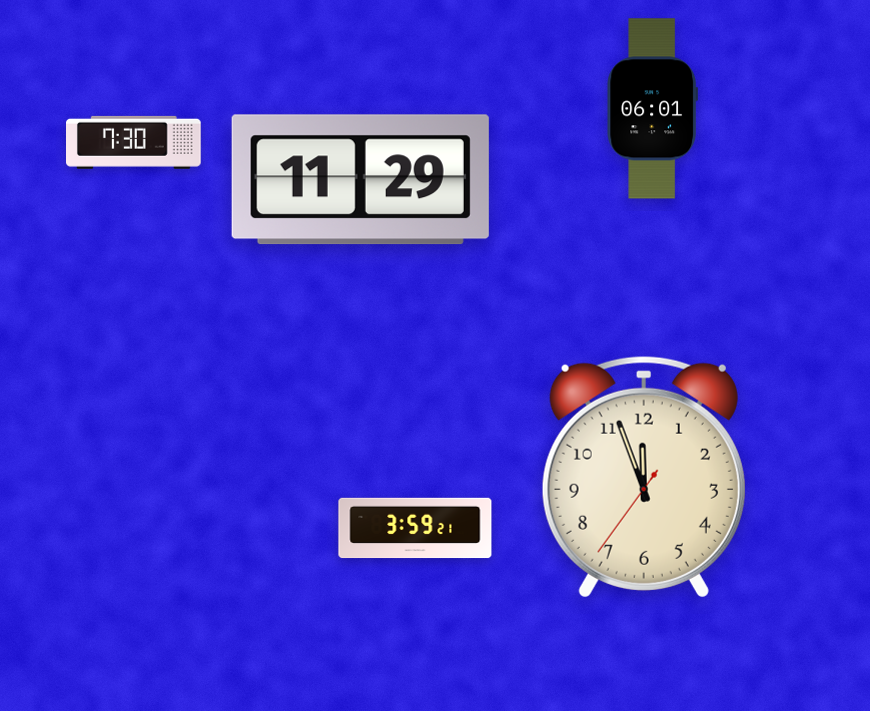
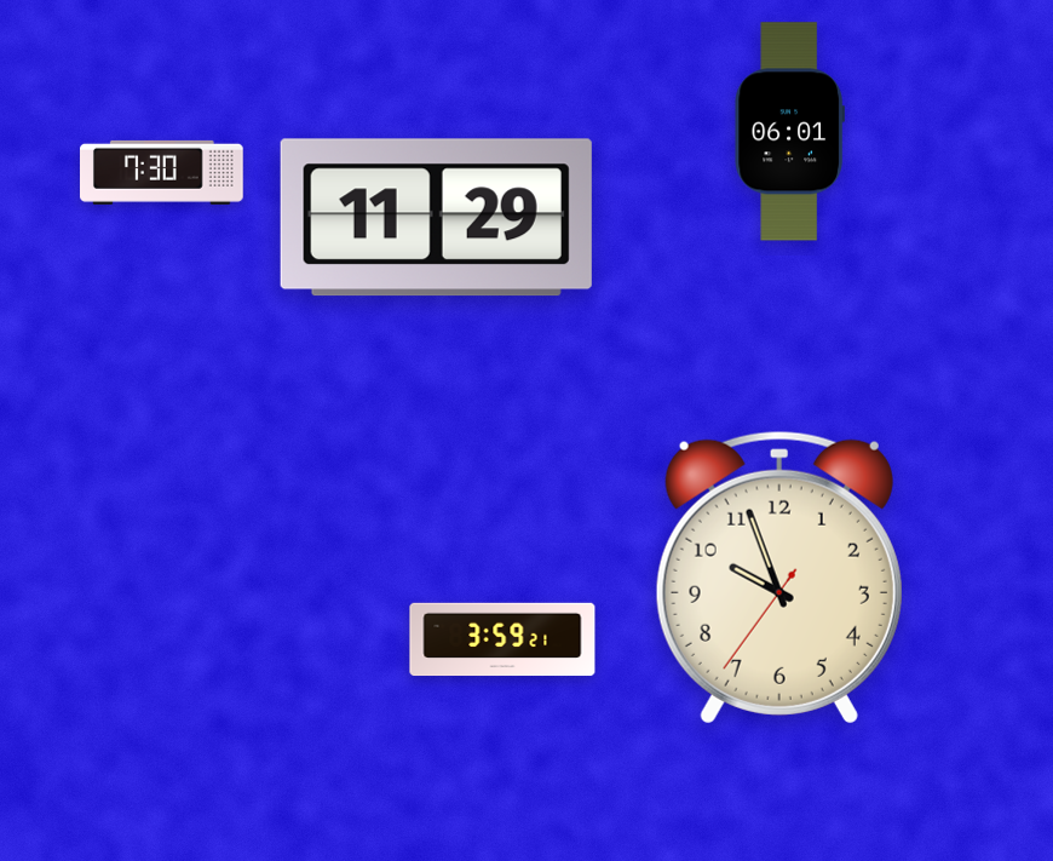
clock at (644, 477): 11:56 -> 9:56
